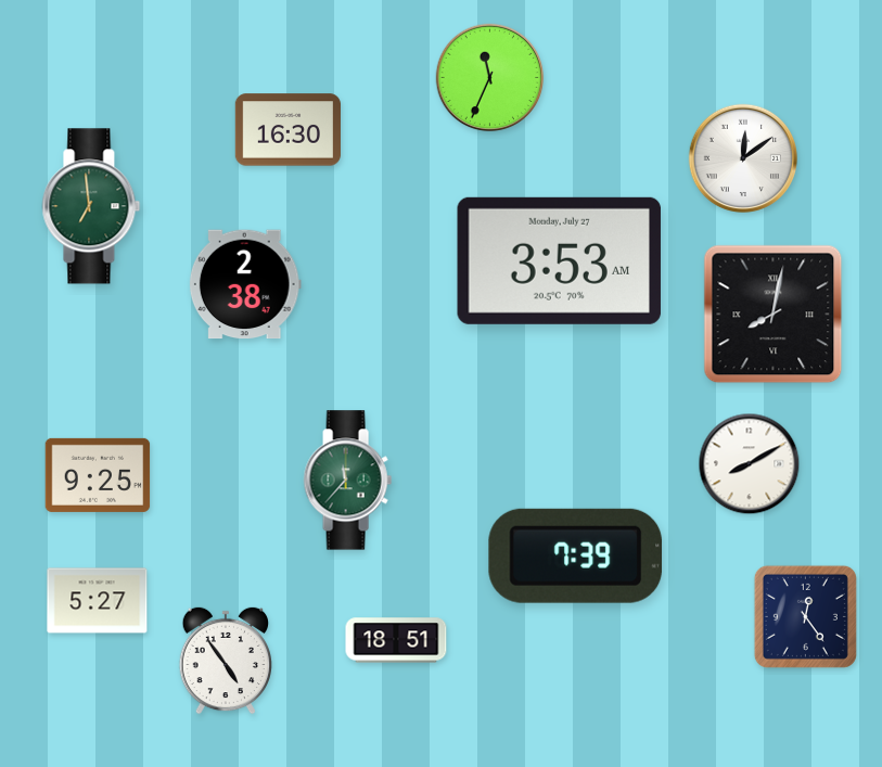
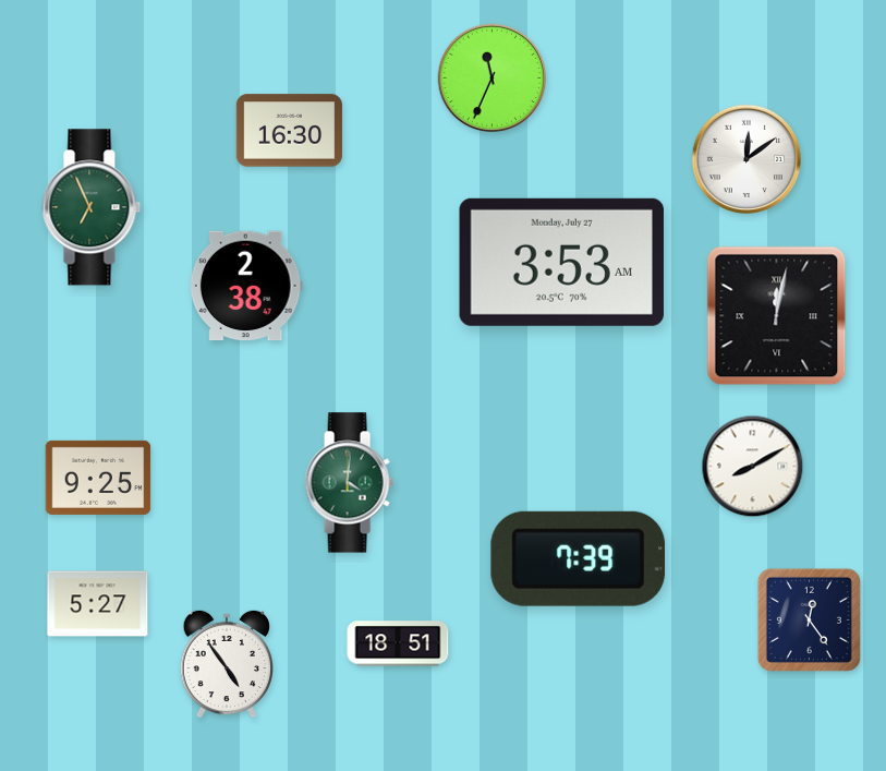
clock at (91, 206): 6:59 -> 6:56
clock at (774, 315): 8:02 -> 12:02
clock at (347, 481): 11:37 -> 4:01
